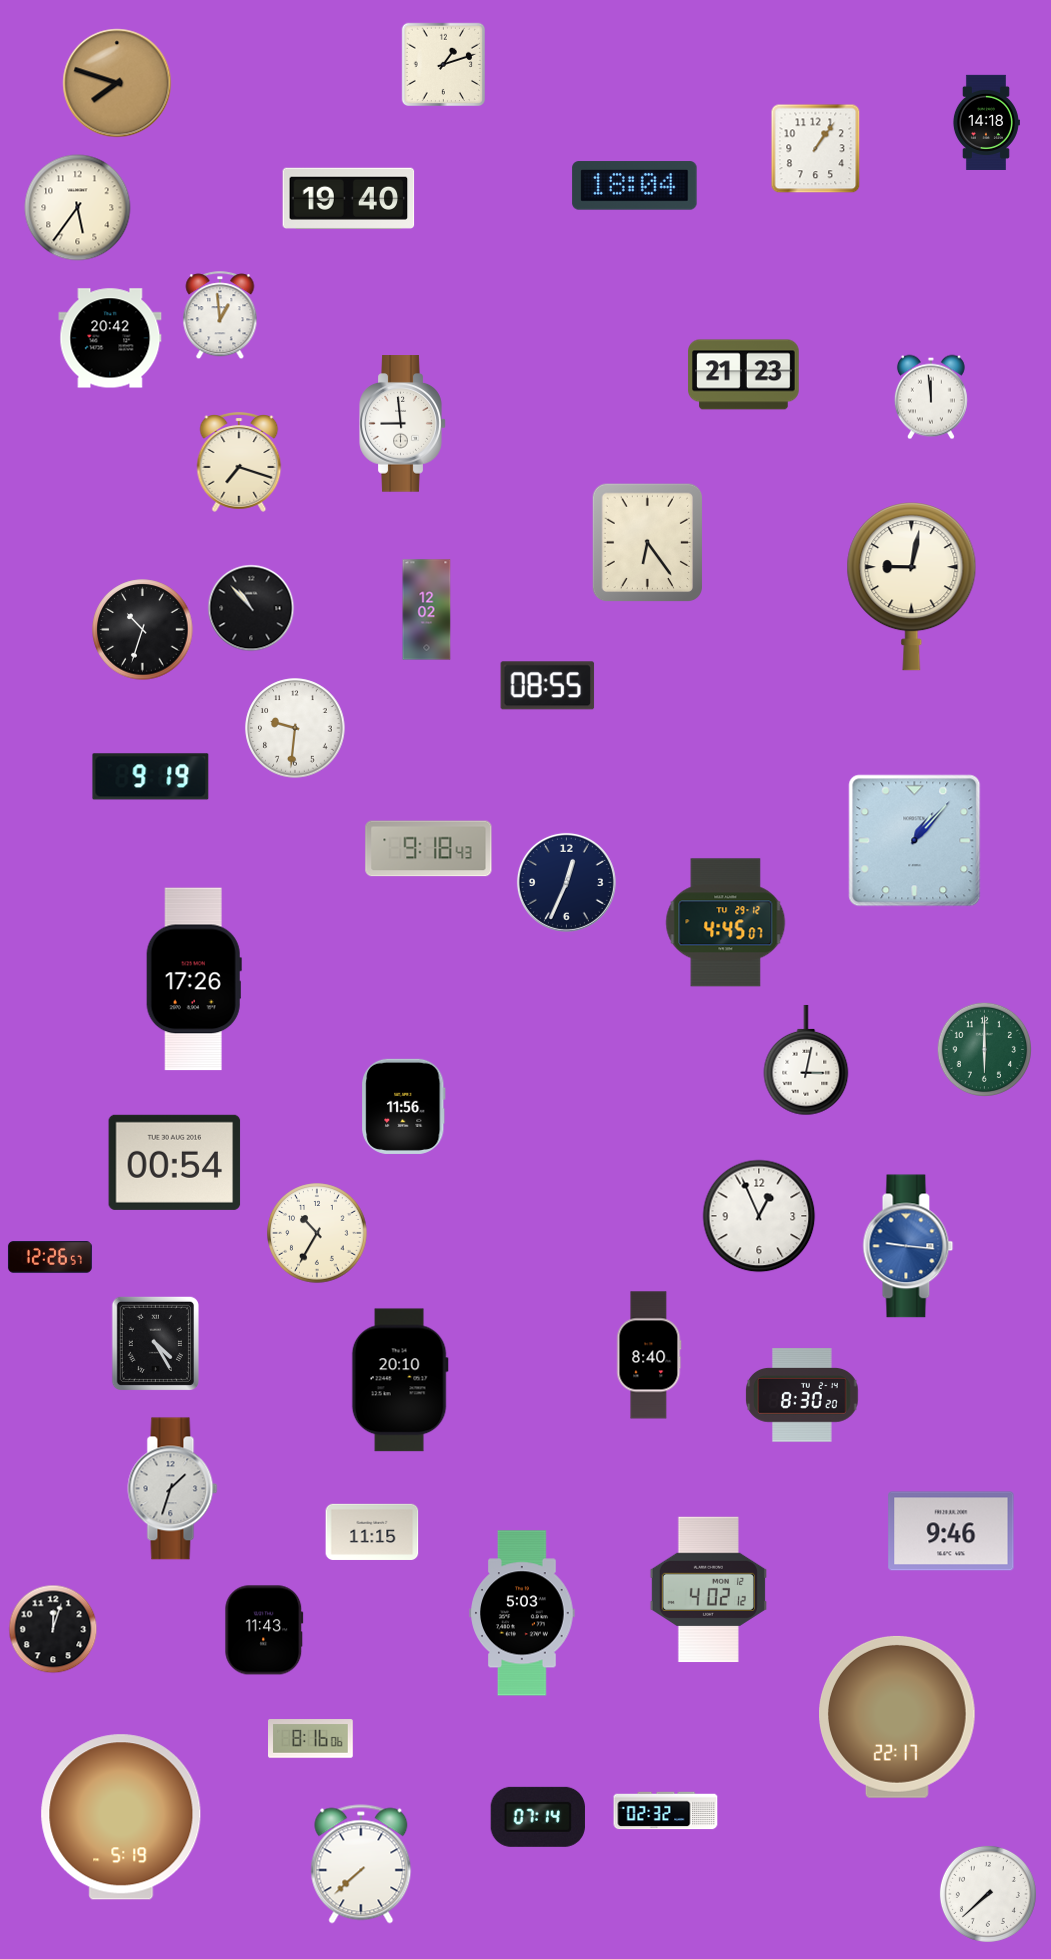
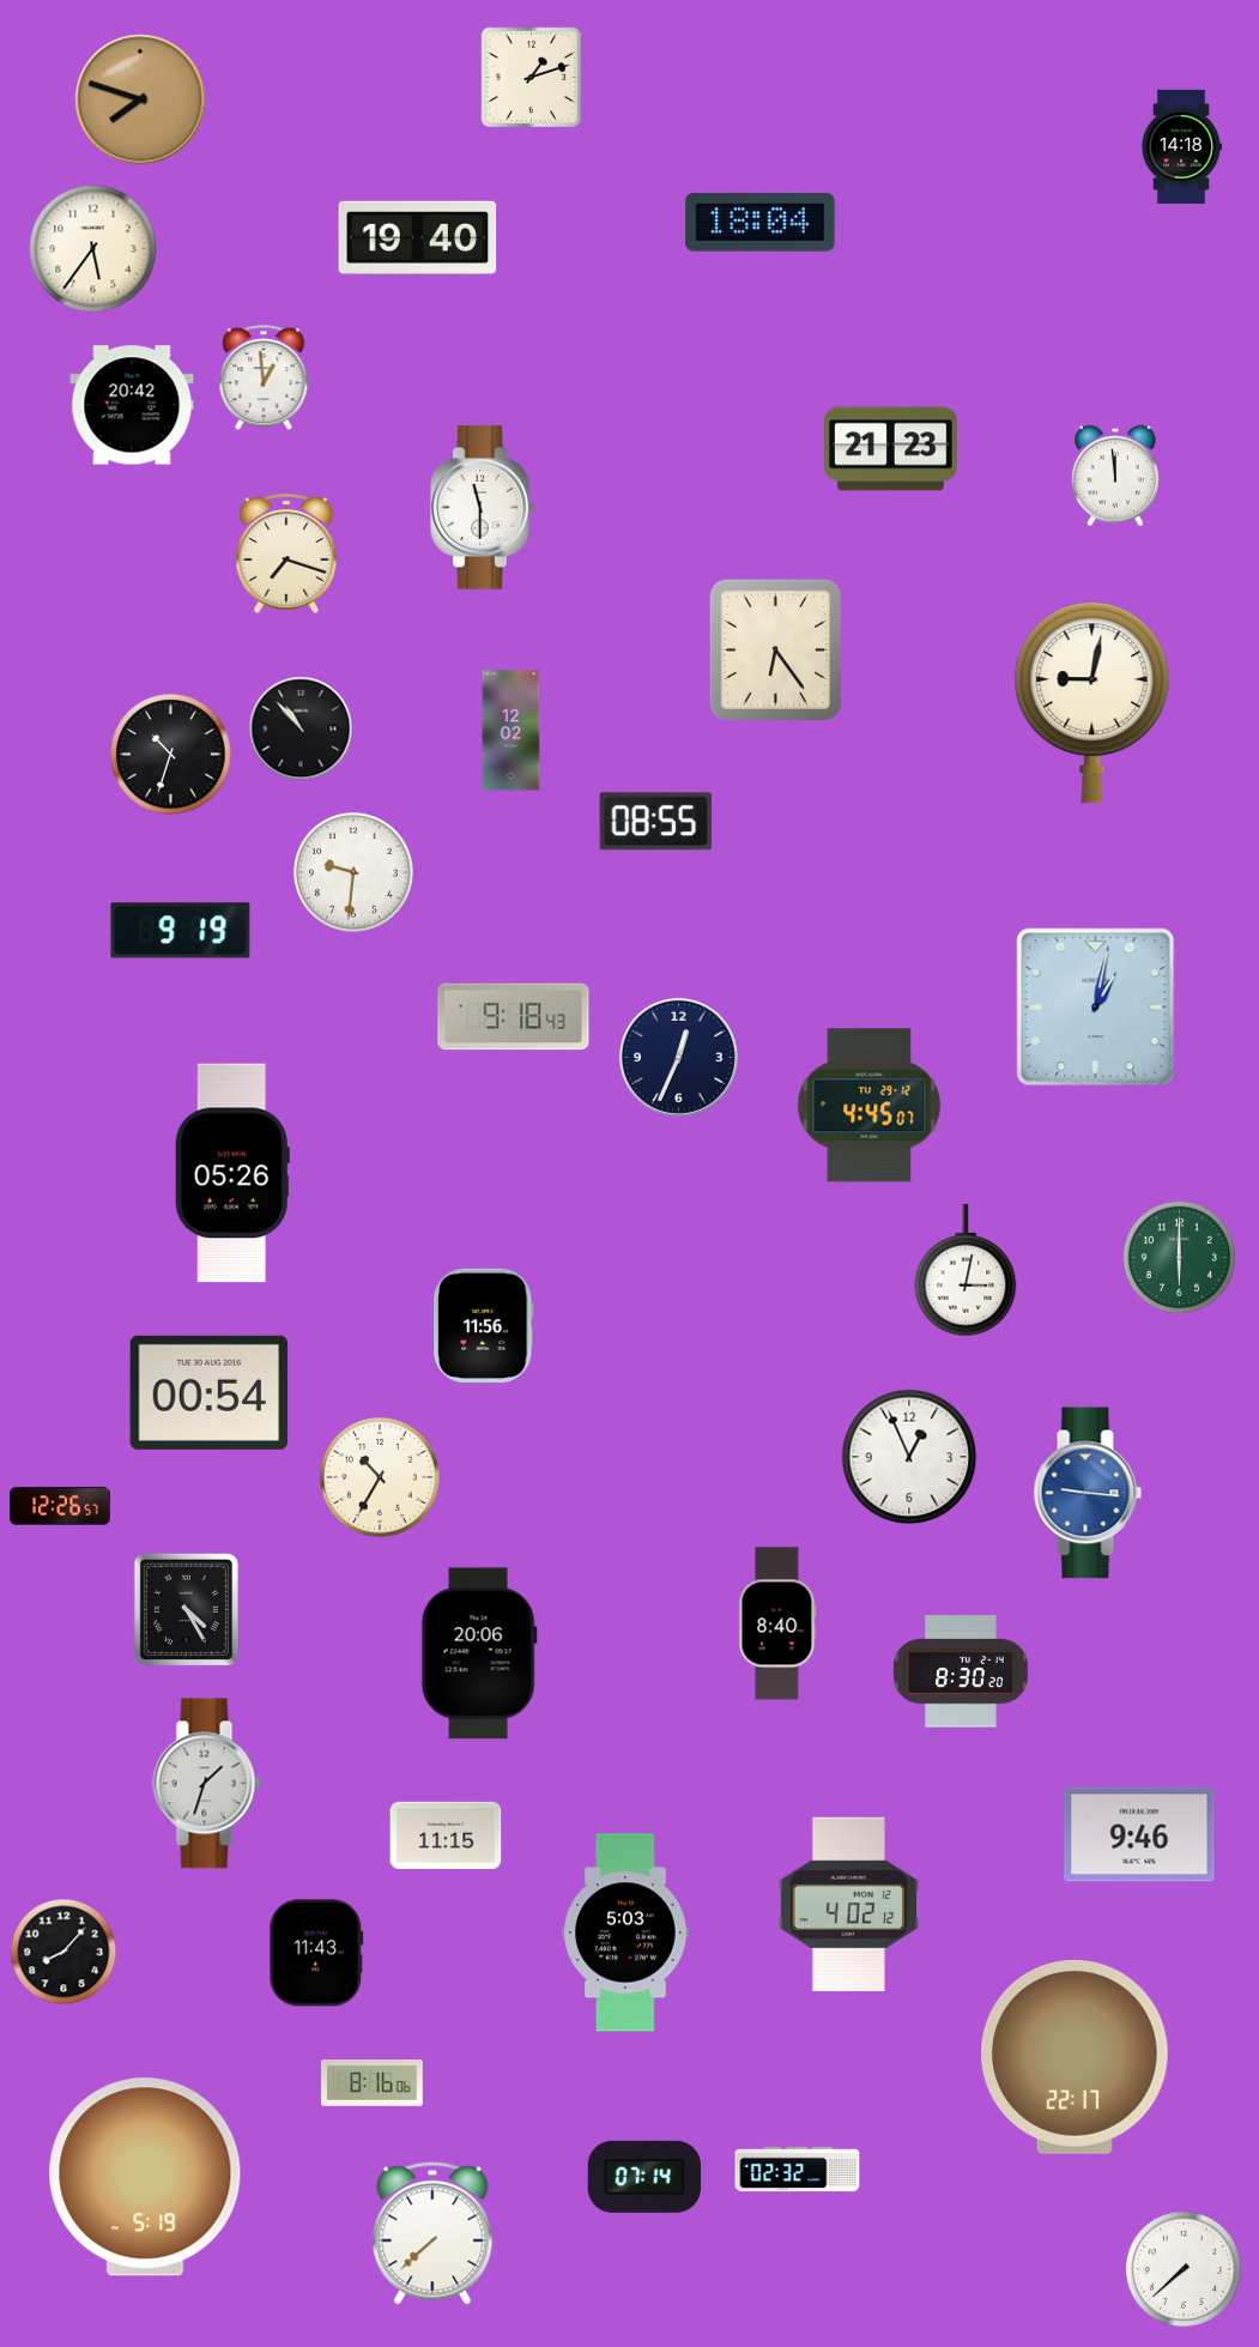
clock at (816, 149): 1:06 -> none
clock at (403, 424): 8:59 -> 11:30
clock at (915, 841): 1:07 -> 1:02
clock at (194, 979): 17:26 -> 05:26
clock at (400, 1380): 20:10 -> 20:06
clock at (53, 1629): 12:03 -> 8:07
